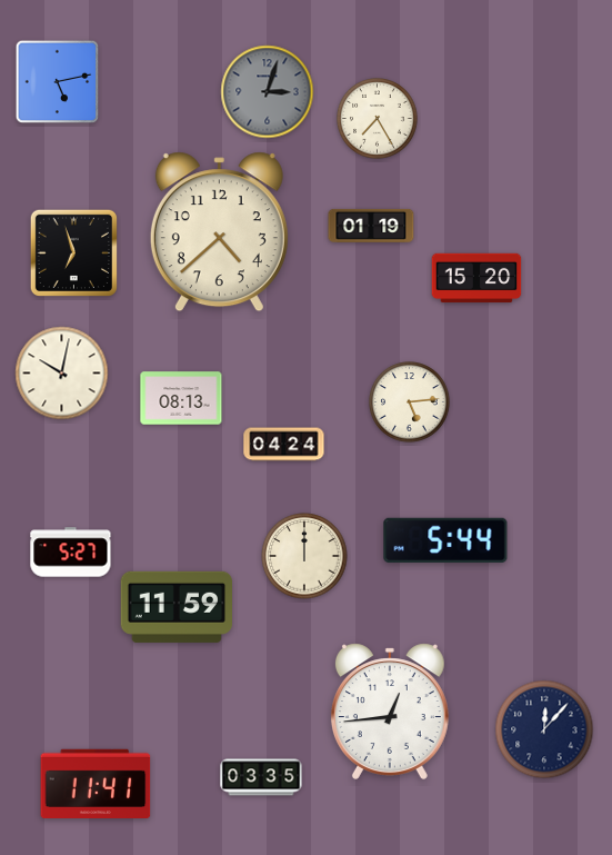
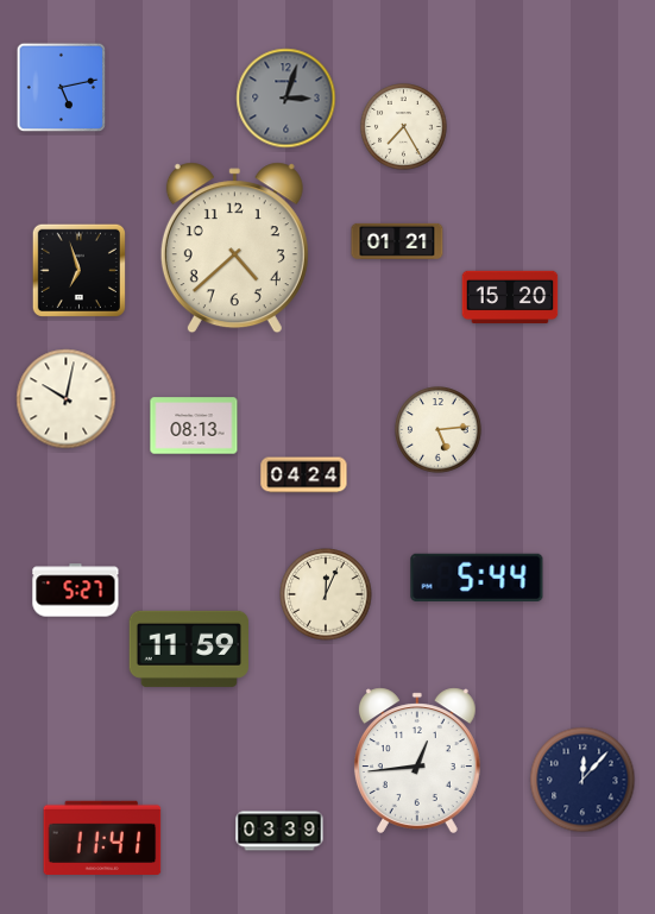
clock at (371, 226): 01:19 -> 01:21
clock at (304, 556): 12:00 -> 12:04
clock at (261, 777): 03:35 -> 03:39
